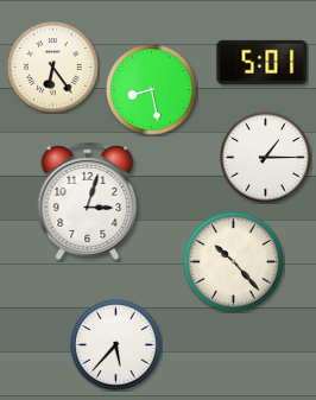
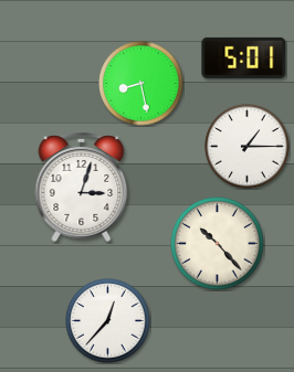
clock at (53, 68): 6:24 -> none
clock at (116, 345): 5:37 -> 12:37
